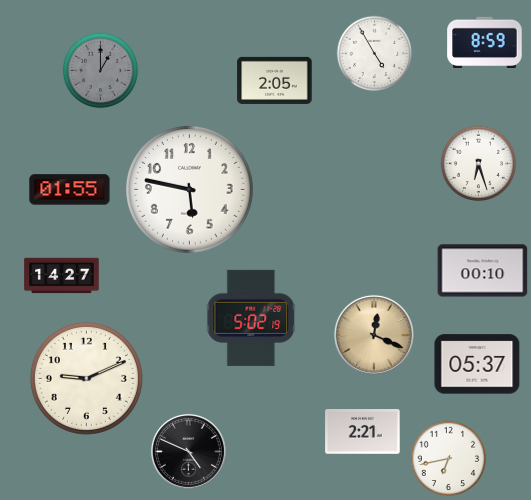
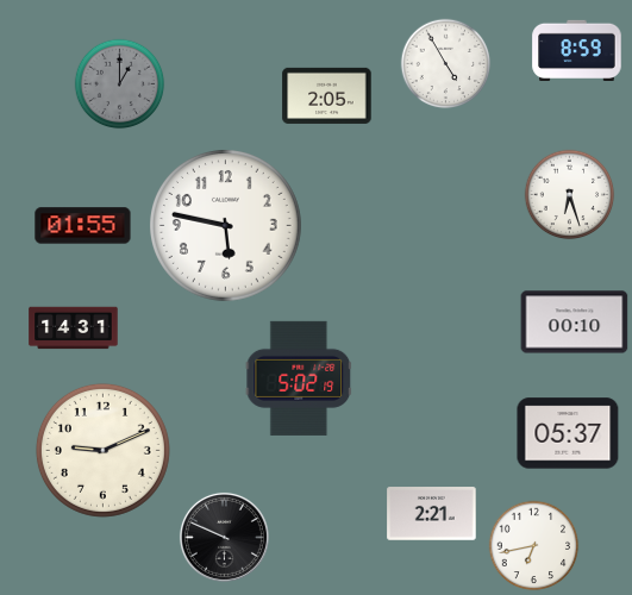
clock at (62, 276): 14:27 -> 14:31
clock at (374, 335): 12:19 -> none
clock at (188, 451): 4:49 -> 9:49
